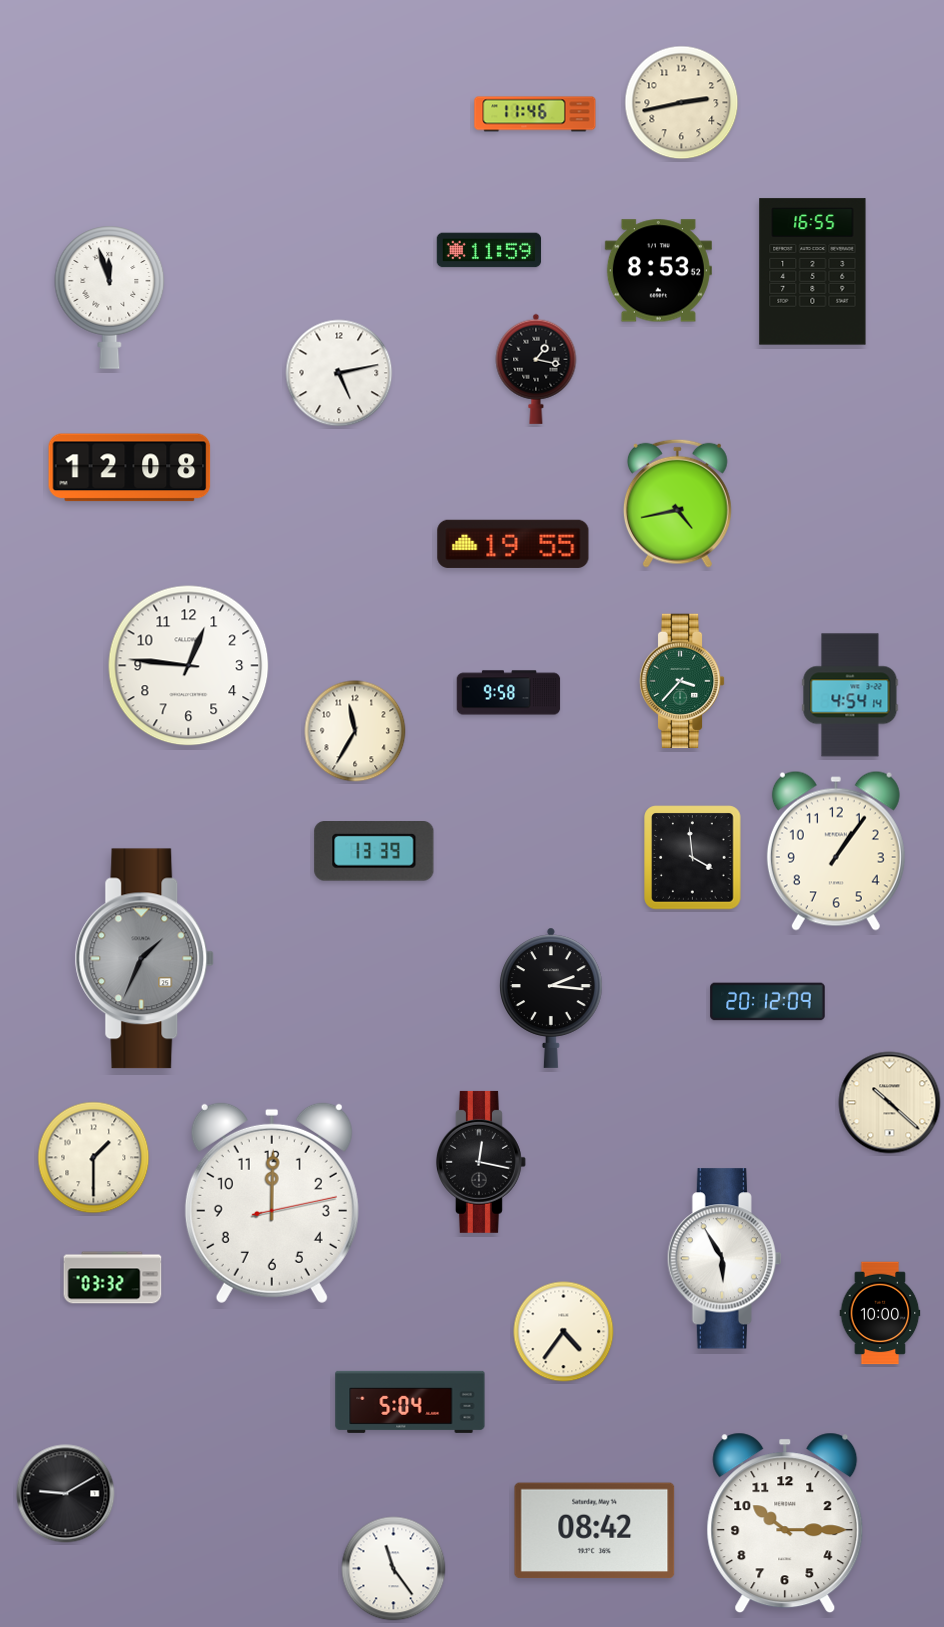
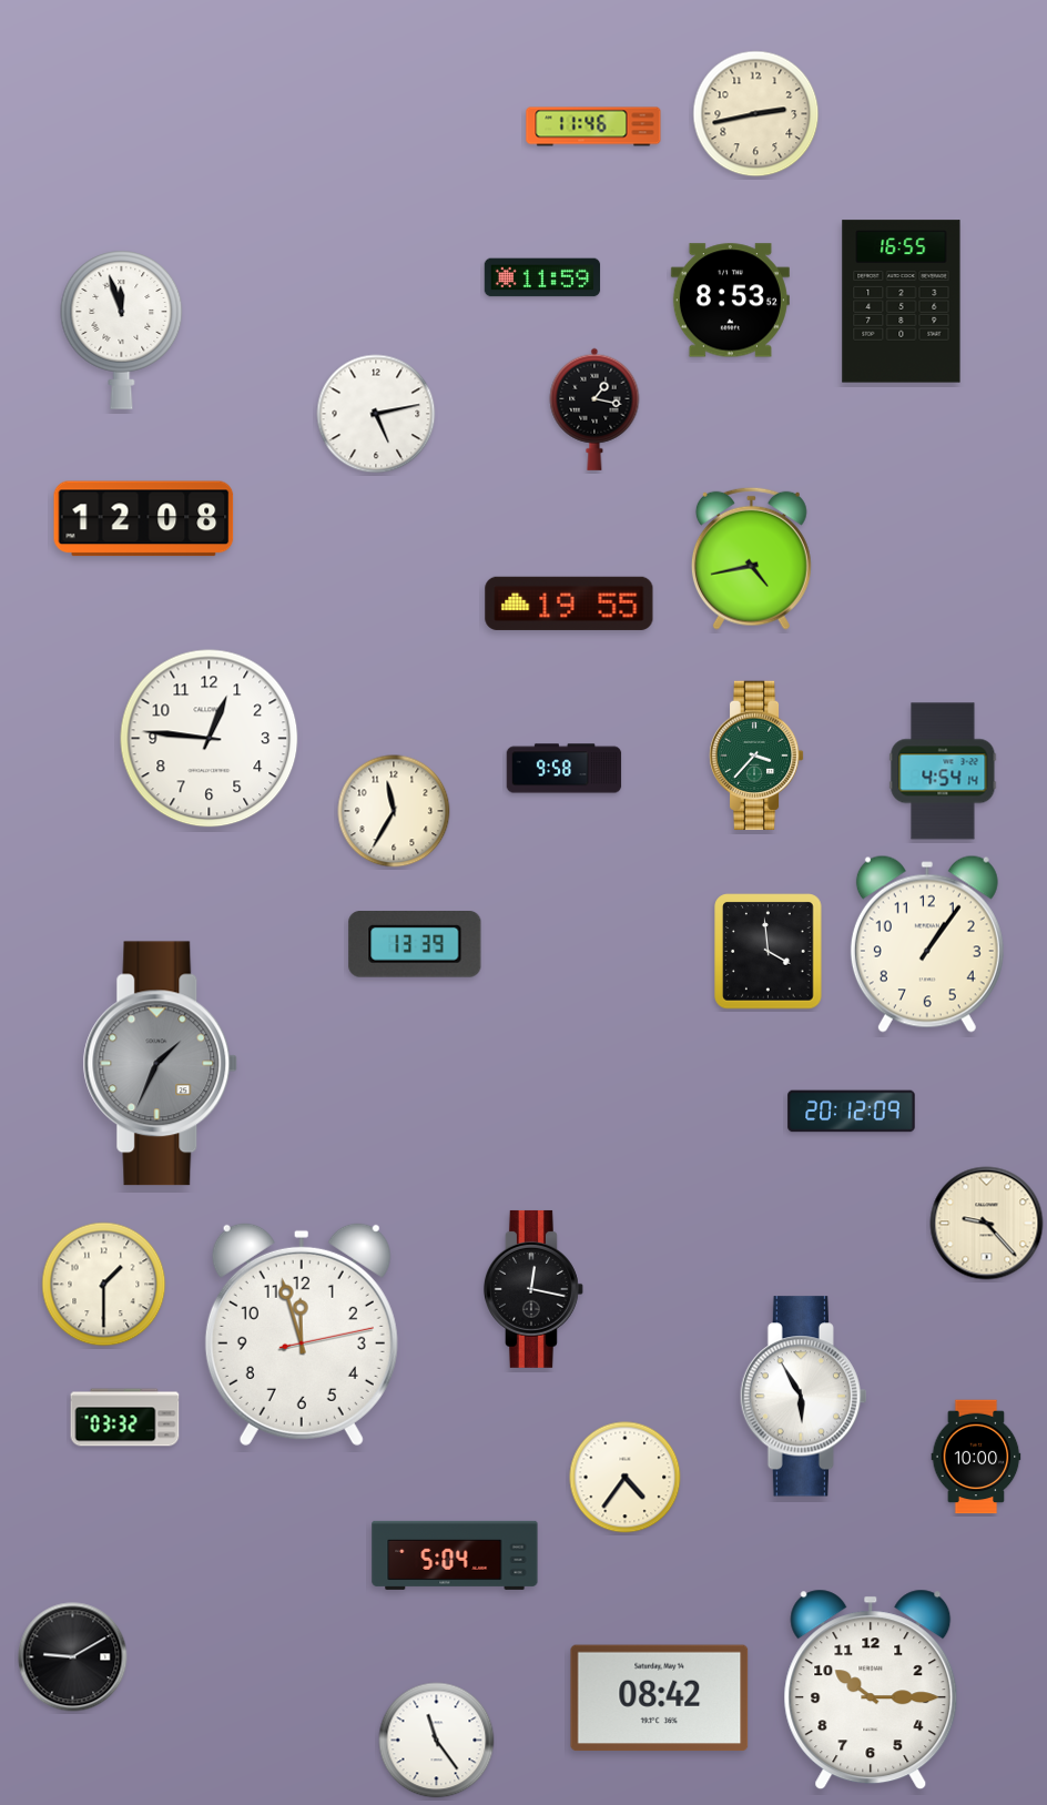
clock at (552, 998): 2:16 -> none
clock at (890, 1103): 10:22 -> 9:23
clock at (272, 1202): 12:00 -> 11:57
